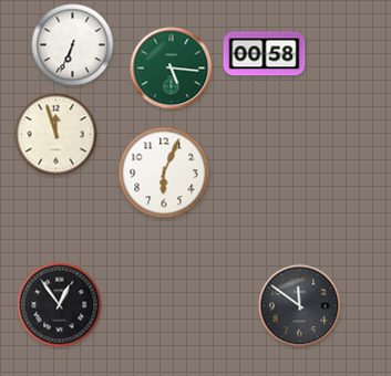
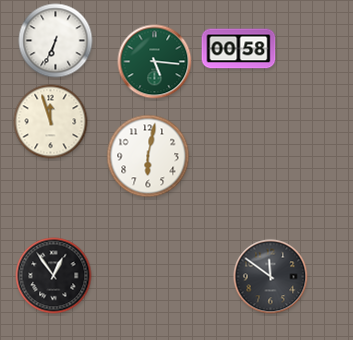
clock at (73, 45) position: (73, 45) -> (56, 41)
clock at (164, 173): 6:04 -> 6:02
